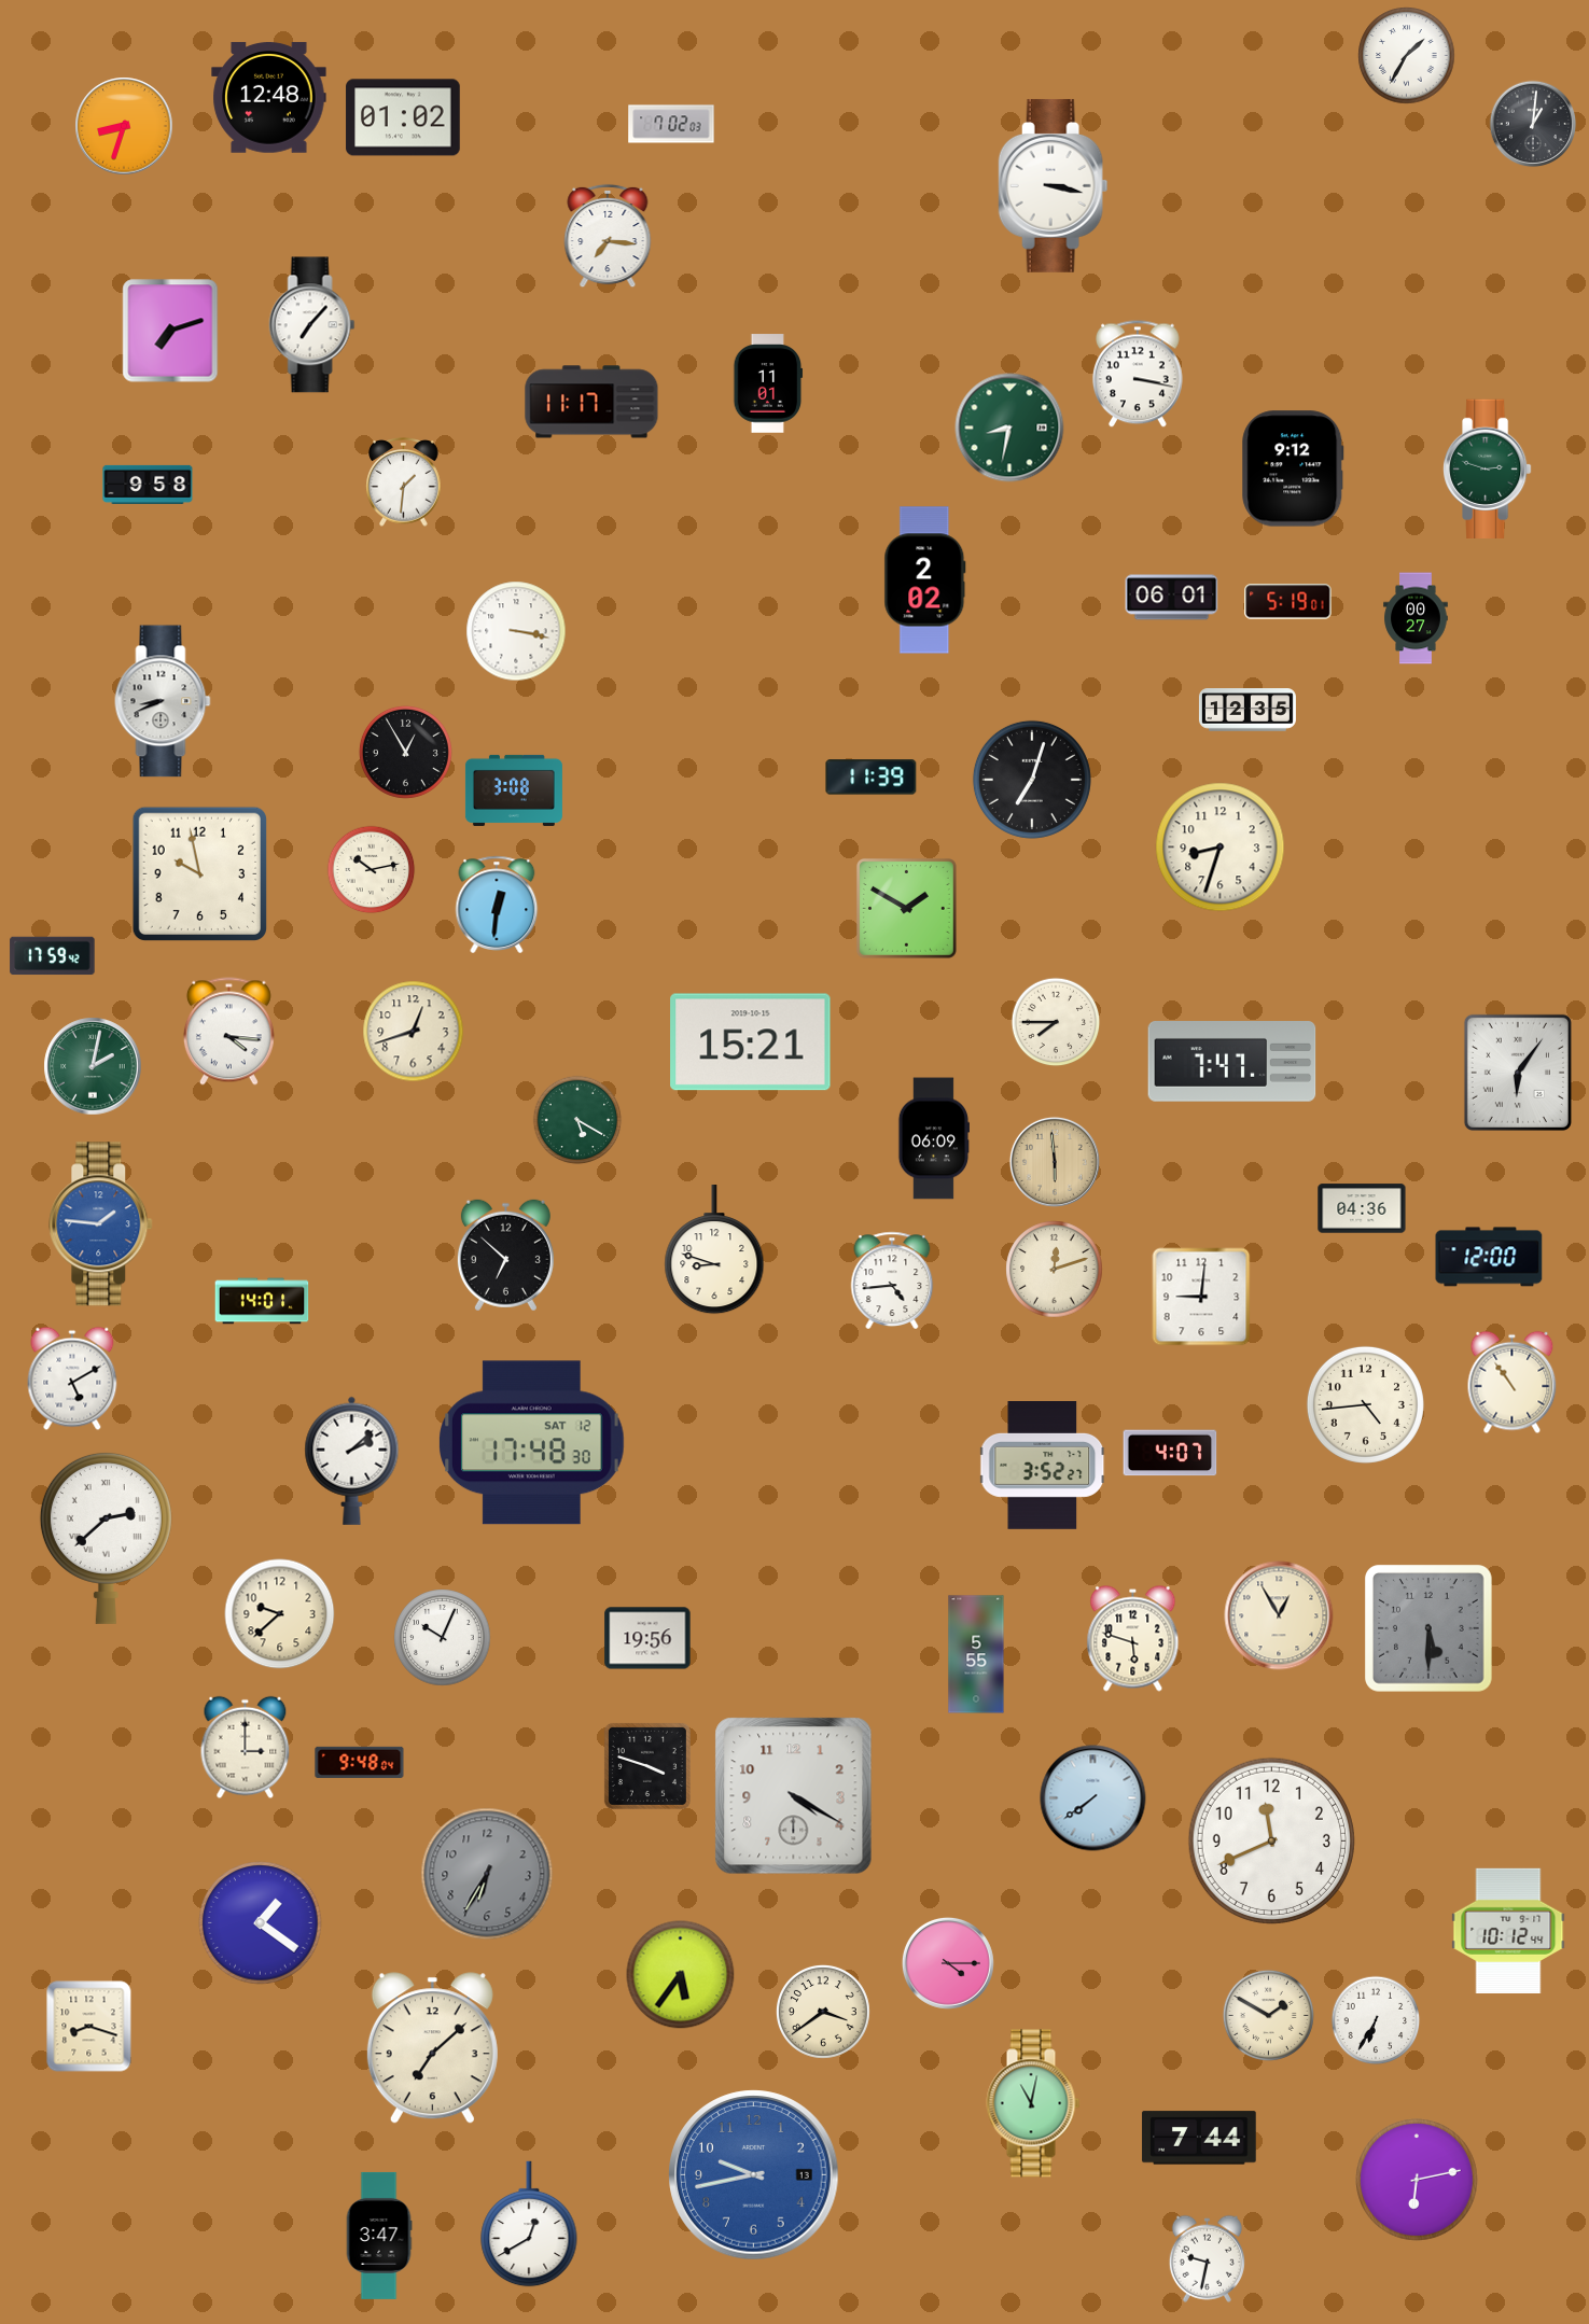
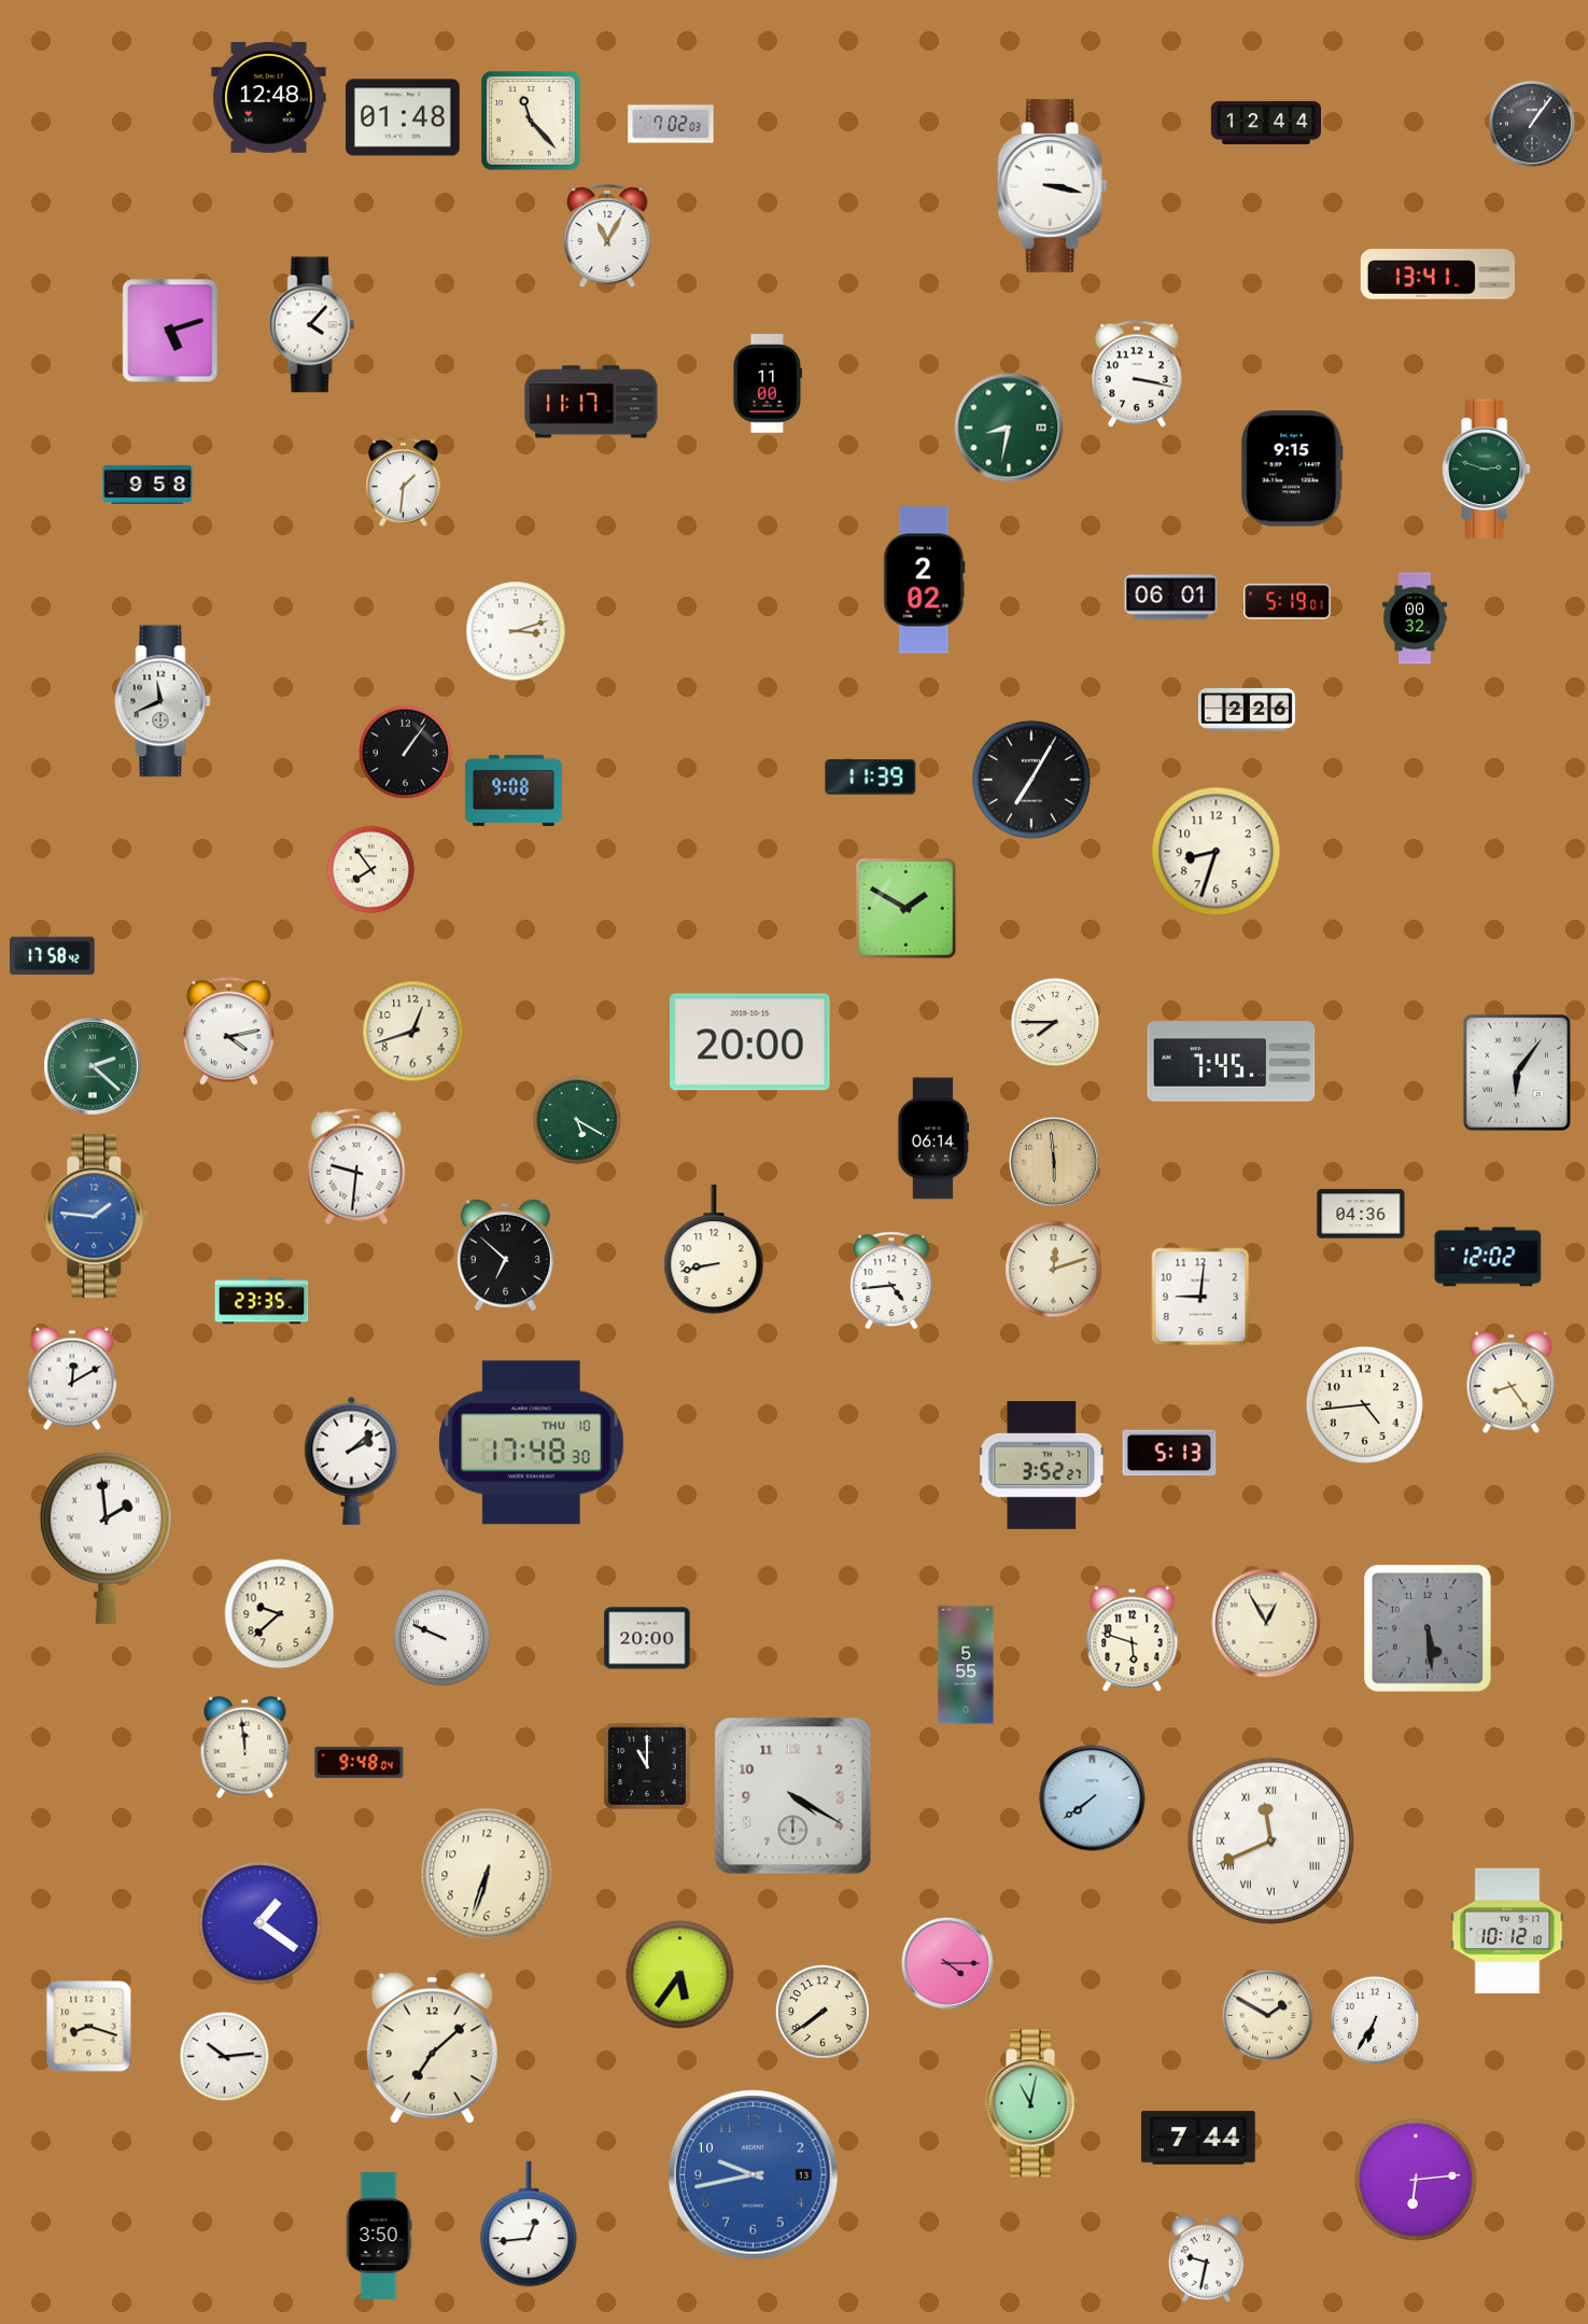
clock at (1407, 56): 1:35 -> none
clock at (403, 117): 01:02 -> 01:48
clock at (532, 122): none -> 11:23
clock at (1266, 123): none -> 12:44
clock at (1533, 124): 1:01 -> 1:06
clock at (124, 126): 8:33 -> none
clock at (608, 236): 7:16 -> 11:05
clock at (1437, 275): none -> 13:41
clock at (312, 325): 7:07 -> 4:07
clock at (170, 331): 7:12 -> 5:12
clock at (768, 383): 11:01 -> 11:00
clock at (1293, 468): 9:12 -> 9:15
clock at (1416, 618): 00:27 -> 00:32
clock at (516, 631): 3:17 -> 3:12
clock at (163, 701): 8:41 -> 11:41
clock at (1247, 710): 12:35 -> 2:26
clock at (405, 752): 12:55 -> 1:06
clock at (1032, 780): 7:03 -> 7:05
clock at (514, 790): 3:08 -> 9:08
clock at (1221, 848) position: (1221, 848) -> (1217, 852)
clock at (372, 870): 10:13 -> 7:54
clock at (199, 873): 9:58 -> none
clock at (497, 905): 12:31 -> none
clock at (53, 956): 17:59 -> 17:58
clock at (228, 1032): 4:16 -> 4:13
clock at (751, 1042): 15:21 -> 20:00
clock at (1232, 1062): 7:47 -> 7:45
clock at (93, 1066): 2:02 -> 2:22
clock at (933, 1138): 06:09 -> 06:14
clock at (356, 1166): none -> 9:31
clock at (1362, 1208) position: (1362, 1208) -> (1361, 1214)
clock at (101, 1224) position: (101, 1224) -> (97, 1217)
clock at (714, 1250): 8:48 -> 8:43
clock at (1489, 1257): 12:00 -> 12:02
clock at (262, 1301): 14:01 -> 23:35
clock at (72, 1378): 5:10 -> 12:10
clock at (1513, 1383): 10:54 -> 8:24
clock at (532, 1443) date: SAT 12 -> THU 10
clock at (1170, 1453): 4:07 -> 5:13
clock at (106, 1538): 2:38 -> 1:59
clock at (1279, 1615) position: (1279, 1615) -> (1266, 1623)
clock at (1430, 1629): 5:30 -> 5:29
clock at (443, 1638): 10:04 -> 9:49
clock at (647, 1638): 19:56 -> 20:00
clock at (976, 1654) position: (976, 1654) -> (966, 1665)
clock at (246, 1748): 3:00 -> 11:59
clock at (647, 1766): 3:48 -> 11:00
clock at (1271, 1840) numerals: Arabic -> Roman
clock at (487, 1874): 6:35 -> 6:33
clock at (487, 1874) dial: grey -> cream
clock at (1508, 1931): 10:12:44 -> 10:12:10
clock at (823, 2012): 3:39 -> 7:39
clock at (225, 2057): none -> 10:14
clock at (1417, 2180): 6:13 -> 6:14
clock at (529, 2224): 12:40 -> 12:44
clock at (379, 2236): 3:47 -> 3:50
